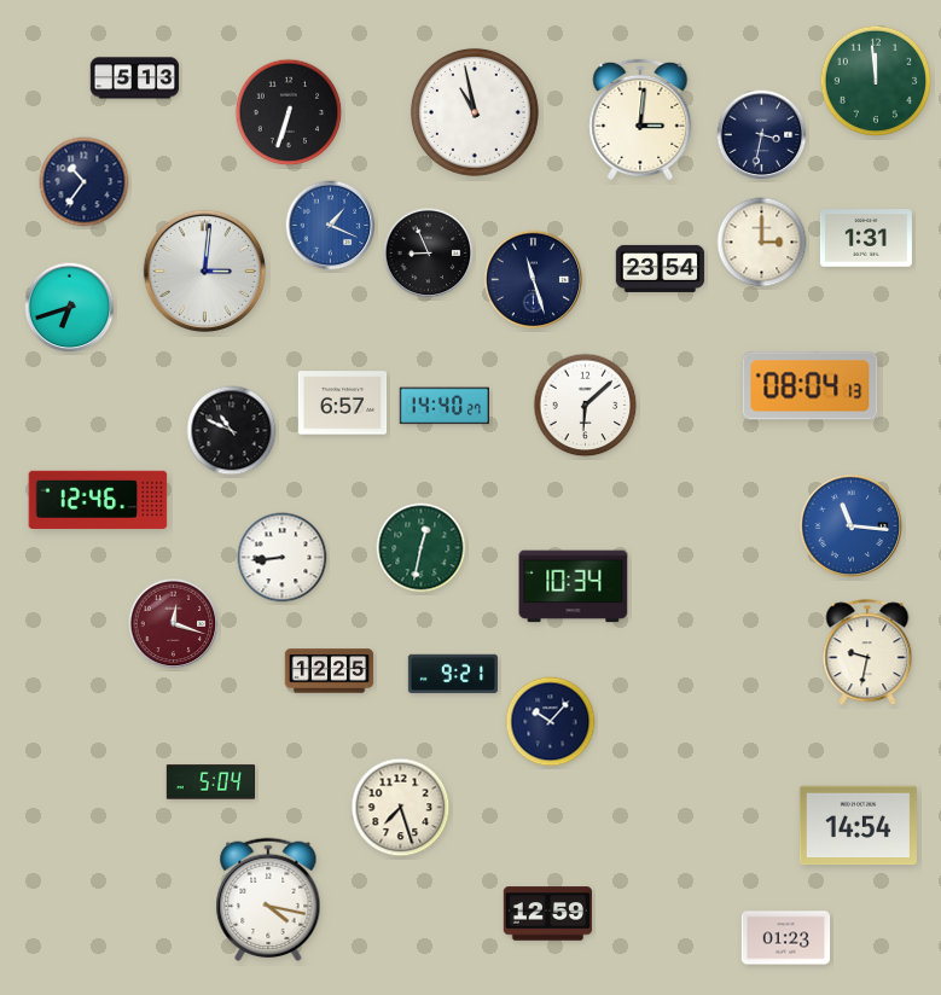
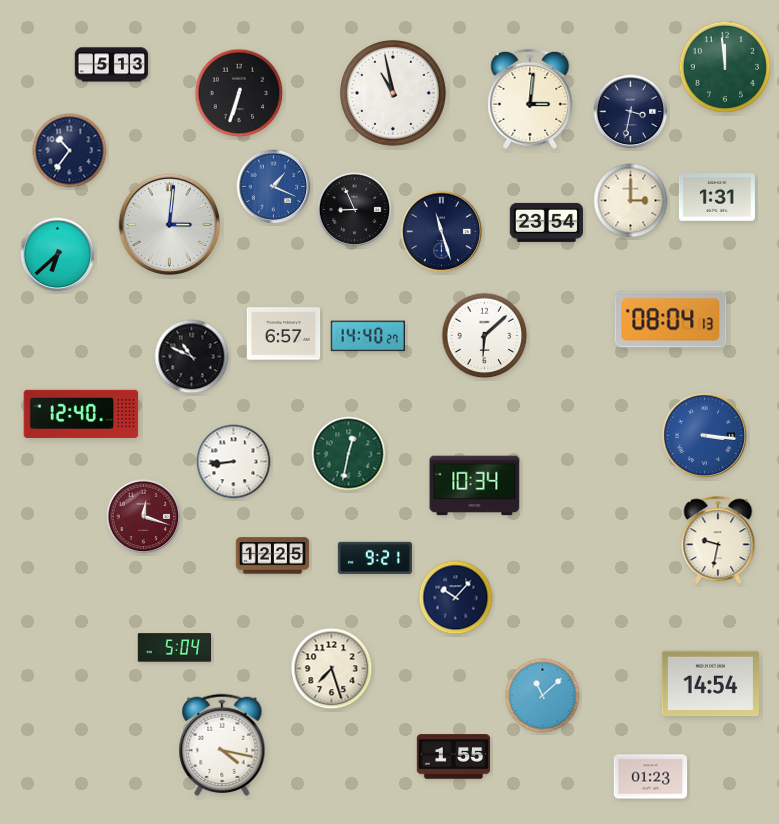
clock at (70, 308): 6:42 -> 6:38
clock at (98, 500): 12:46 -> 12:40
clock at (852, 526): 11:16 -> 3:16
clock at (543, 696): none -> 11:08
clock at (548, 914): 12:59 -> 1:55
